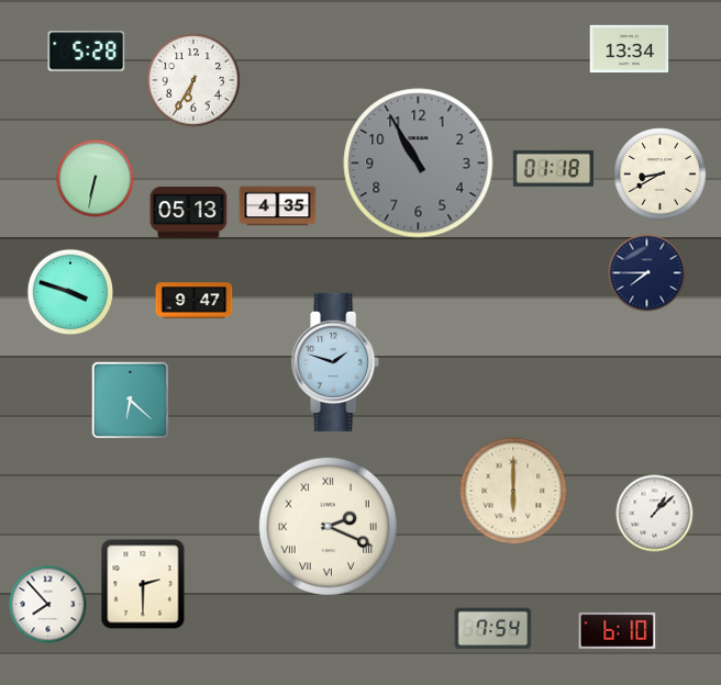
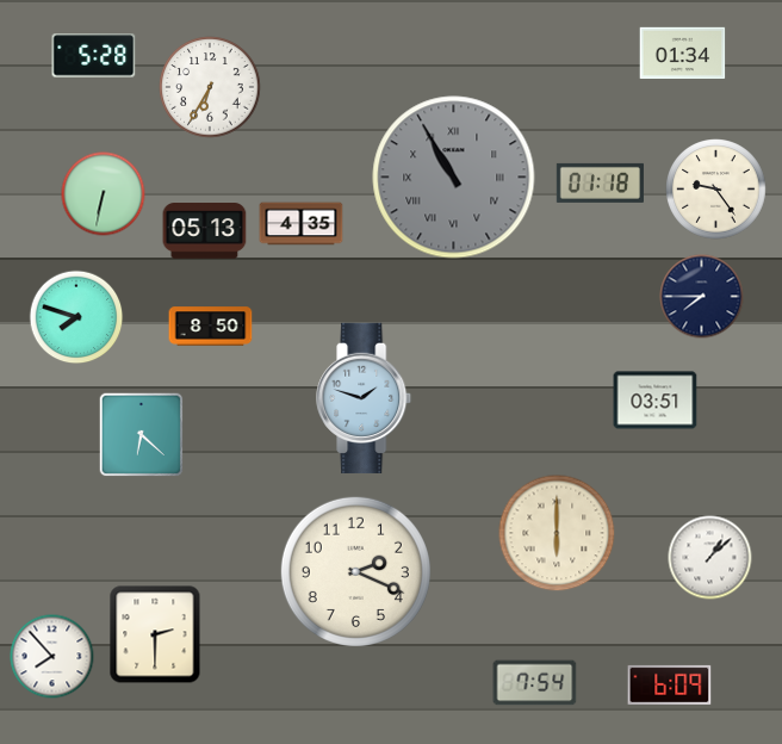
clock at (630, 49): 13:34 -> 01:34
clock at (419, 164) numerals: Arabic -> Roman
clock at (661, 175): 8:40 -> 9:24
clock at (70, 292): 3:48 -> 7:48
clock at (195, 301): 9:47 -> 8:50
clock at (336, 362) position: (336, 362) -> (365, 398)
clock at (656, 401): none -> 03:51
clock at (328, 526) numerals: Roman -> Arabic
clock at (618, 630): 6:10 -> 6:09
